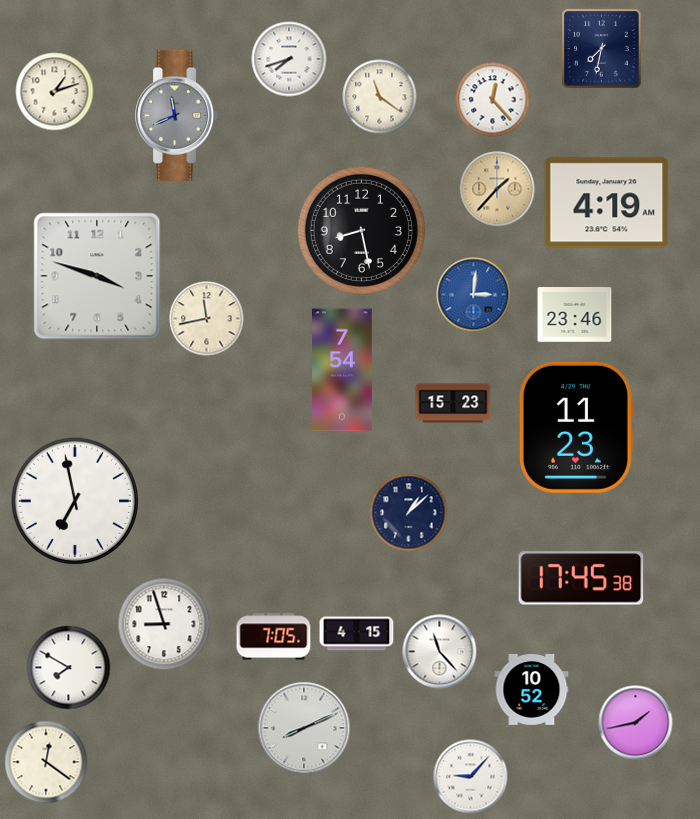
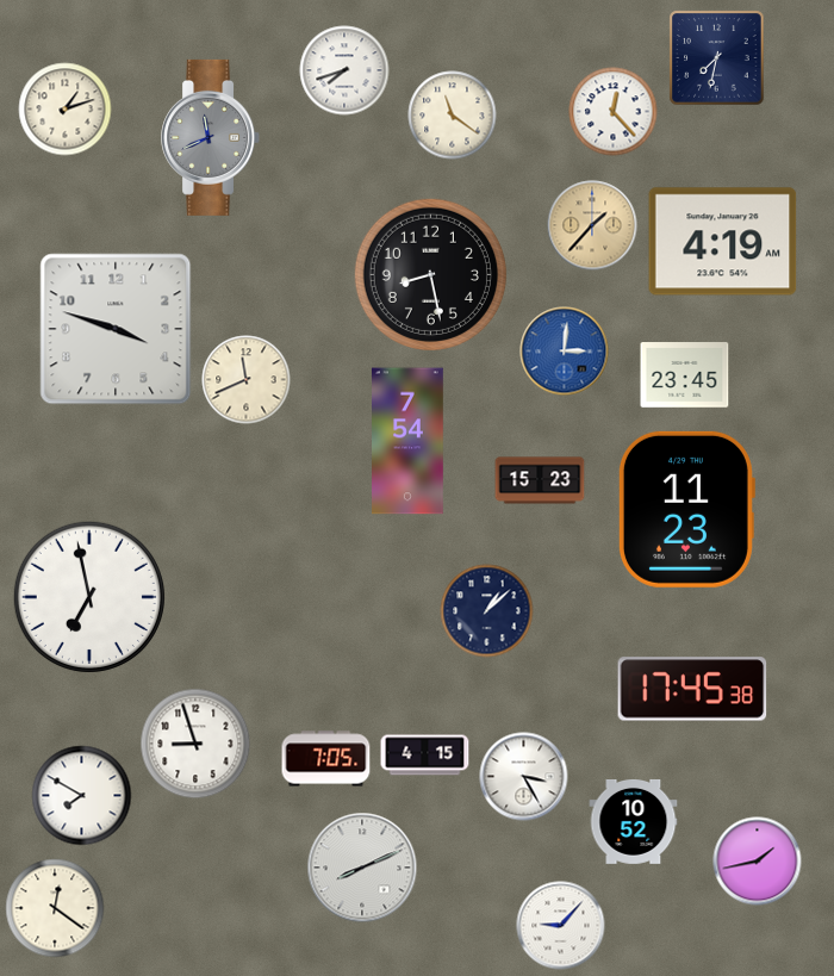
clock at (493, 100) position: (493, 100) -> (614, 112)
clock at (575, 315): 23:46 -> 23:45
clock at (207, 319): 11:43 -> 11:41
clock at (440, 652): 11:23 -> 3:25
